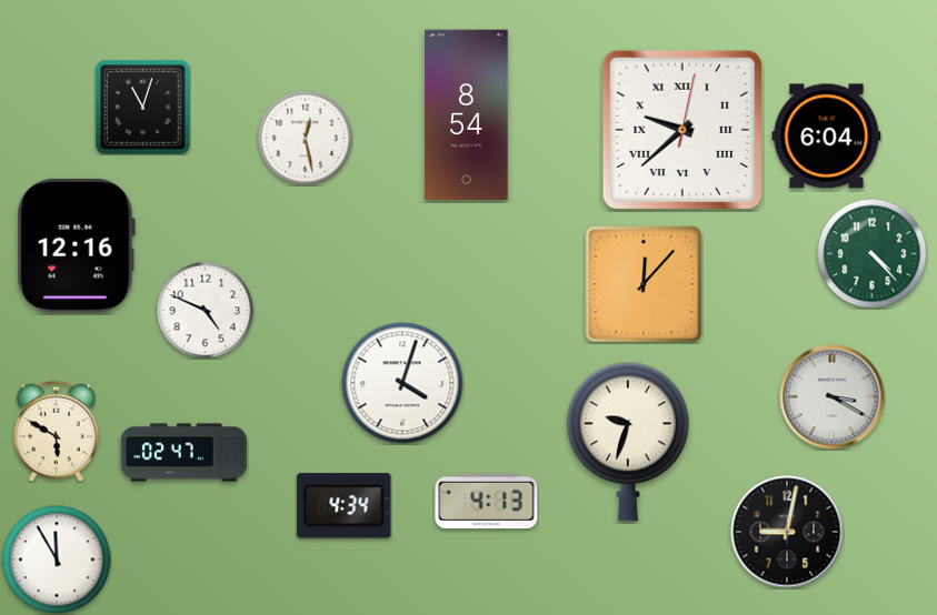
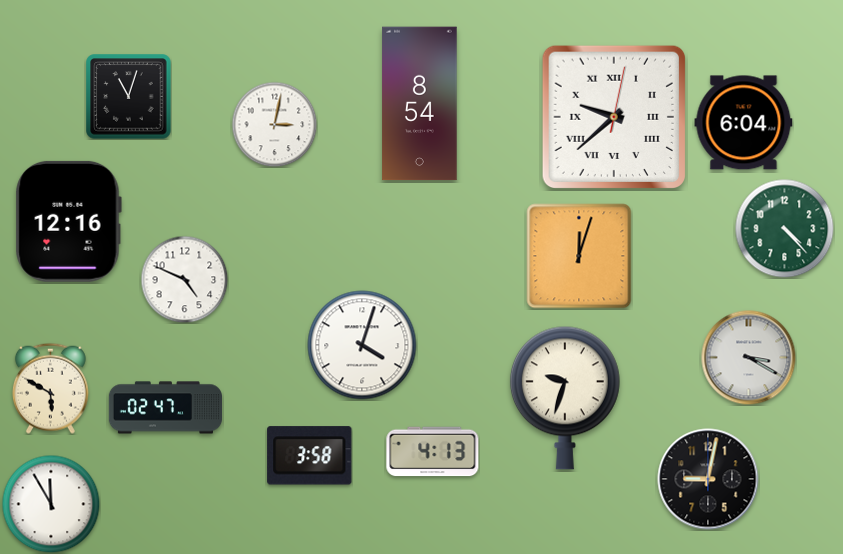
clock at (305, 138): 12:28 -> 3:02
clock at (644, 284): 12:07 -> 12:03
clock at (487, 502) position: (487, 502) -> (433, 452)
clock at (345, 506): 4:34 -> 3:58
